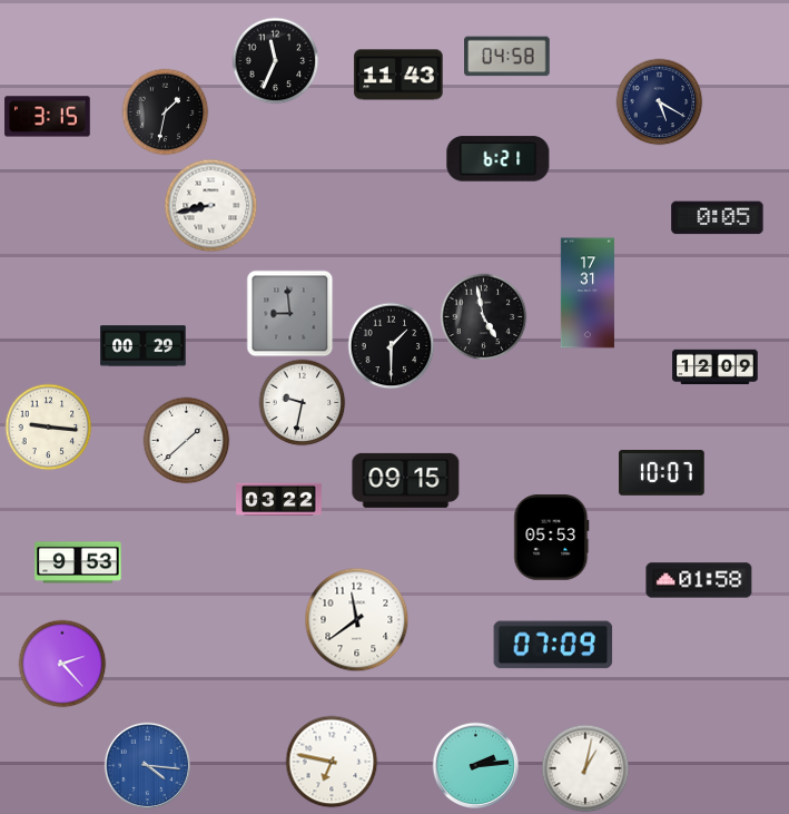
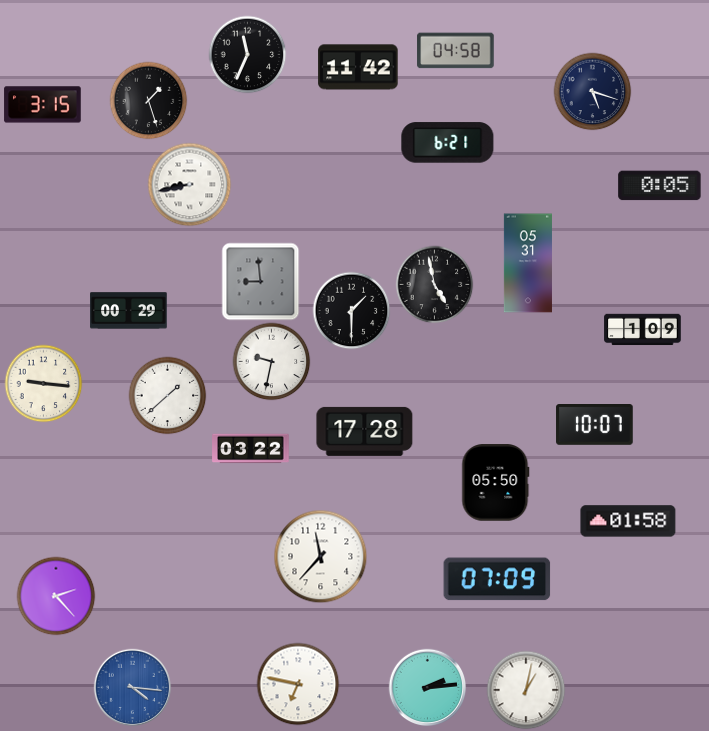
clock at (398, 75): 11:43 -> 11:42
clock at (659, 101): 5:20 -> 5:18
clock at (165, 111): 1:32 -> 1:27
clock at (718, 218) position: (718, 218) -> (660, 186)
clock at (588, 293): 17:31 -> 05:31
clock at (716, 367): 12:09 -> 1:09
clock at (406, 480): 09:15 -> 17:28
clock at (552, 538): 05:53 -> 05:50
clock at (78, 562): 9:53 -> none
clock at (356, 619): 11:39 -> 11:37
